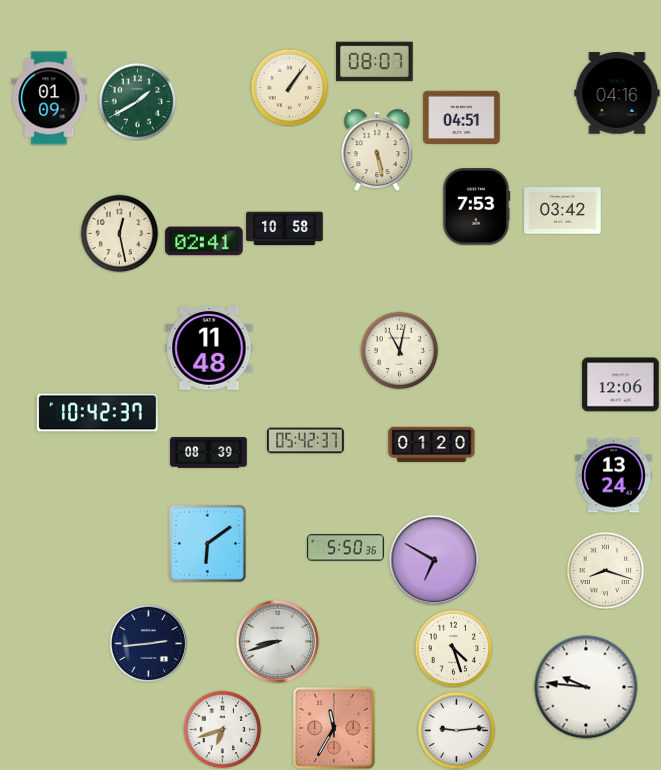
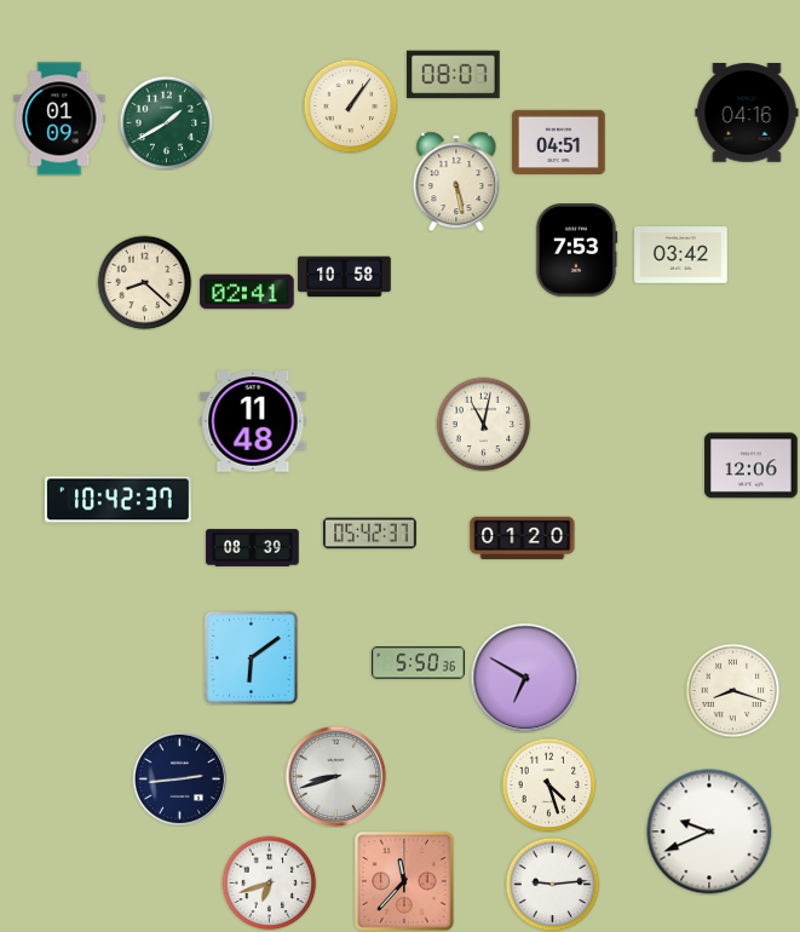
clock at (119, 233): 12:28 -> 8:22
clock at (614, 476): 13:24 -> none
clock at (586, 687): 9:46 -> 9:41
clock at (334, 728): 11:35 -> 11:37
